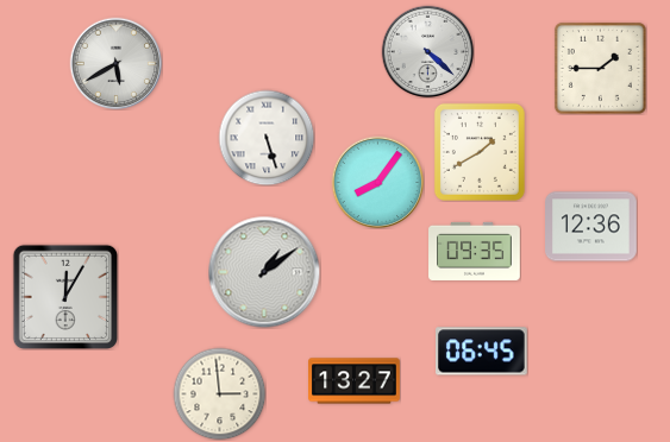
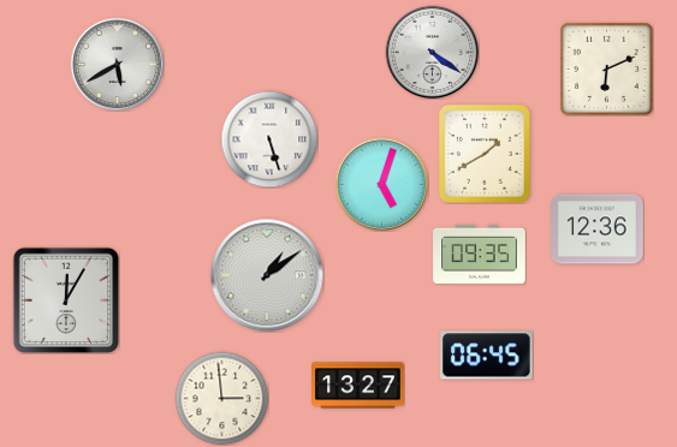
clock at (427, 51): 4:22 -> 4:21
clock at (600, 68): 1:45 -> 6:11
clock at (377, 182): 8:06 -> 5:03
